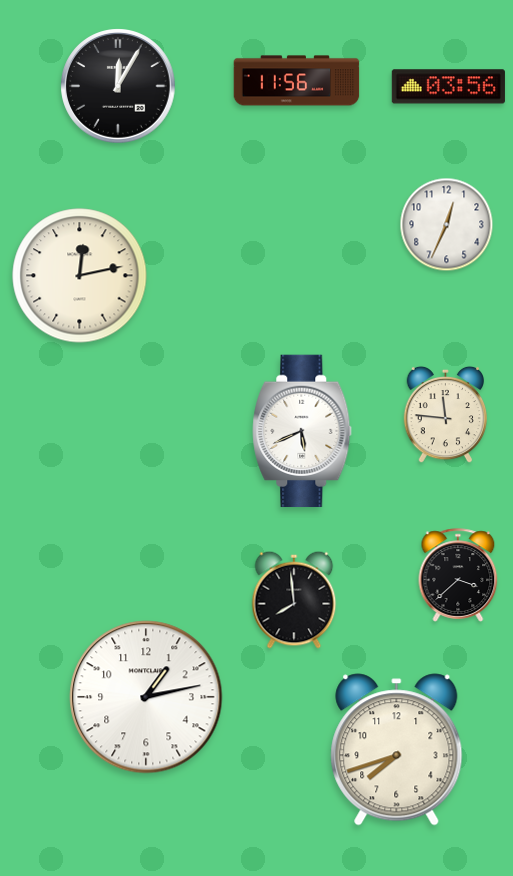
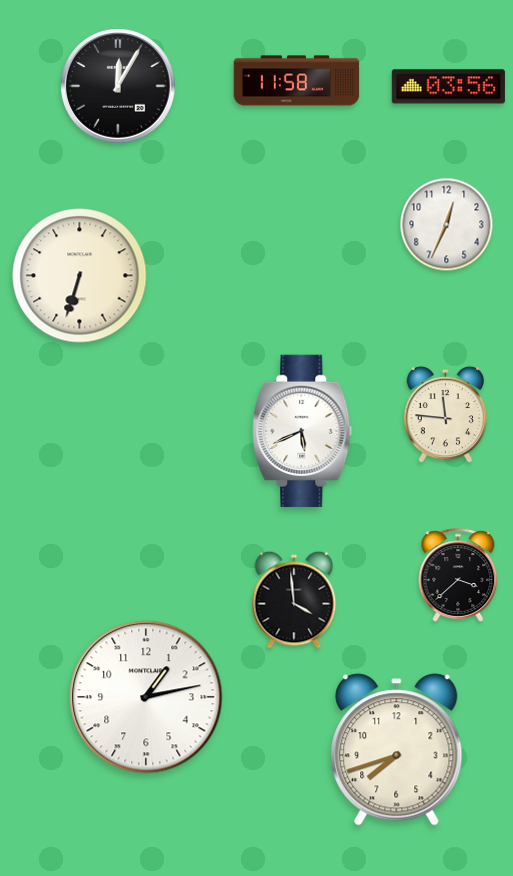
clock at (297, 81): 11:56 -> 11:58
clock at (80, 276): 12:13 -> 6:33
clock at (294, 600): 7:59 -> 3:59
